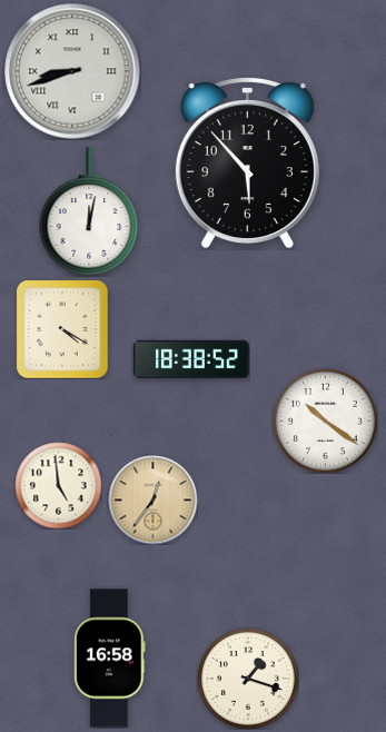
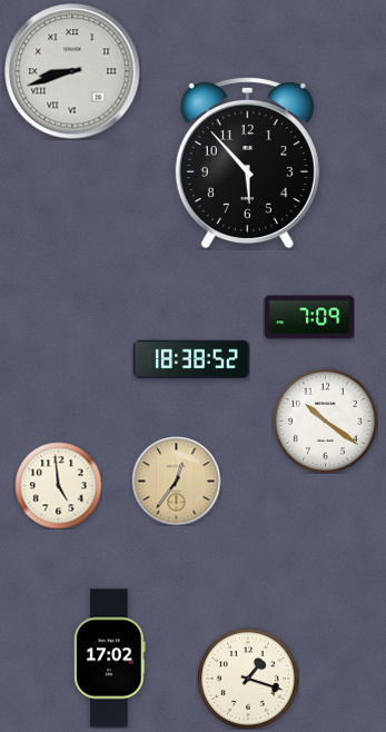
clock at (89, 211): 12:02 -> none
clock at (309, 317): none -> 7:09
clock at (62, 329): 4:20 -> none
clock at (152, 499) position: (152, 499) -> (176, 481)
clock at (110, 659): 16:58 -> 17:02
